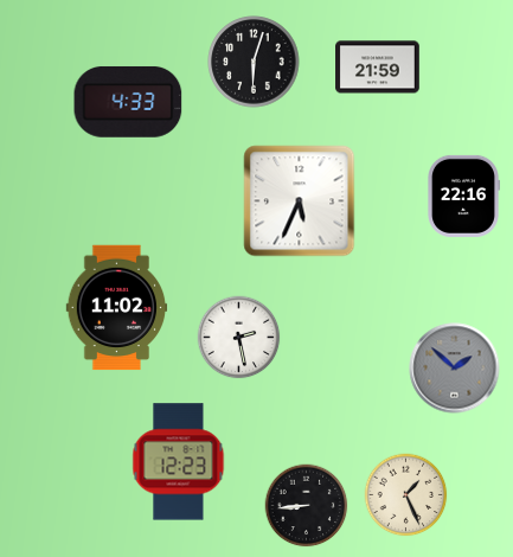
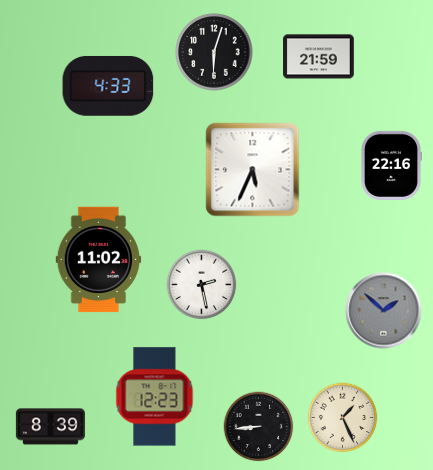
clock at (179, 462) position: (179, 462) -> (155, 397)
clock at (50, 427): none -> 8:39
